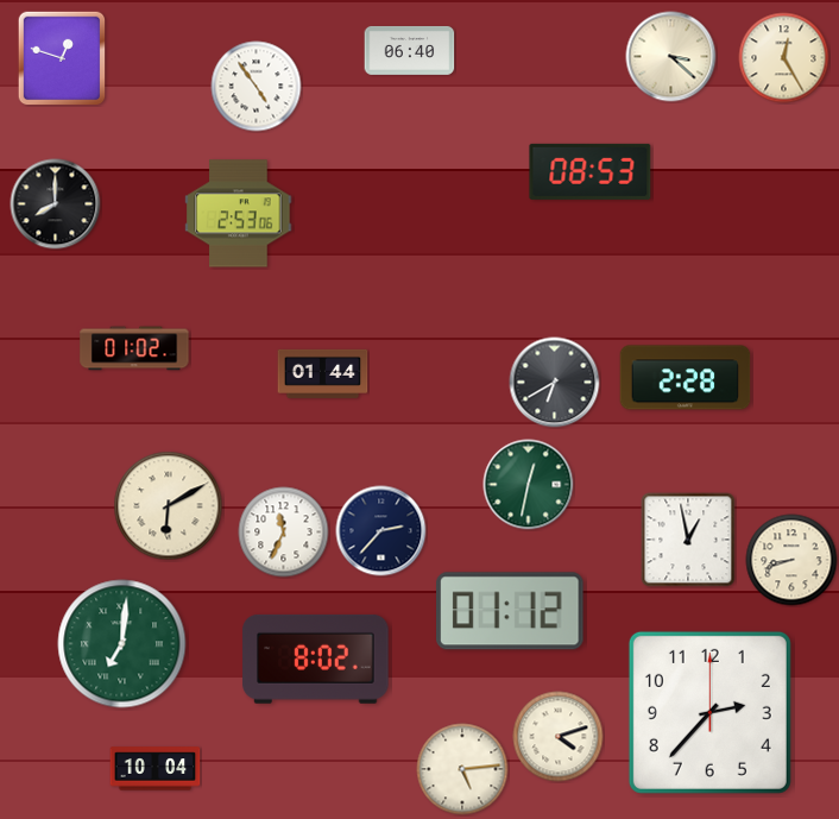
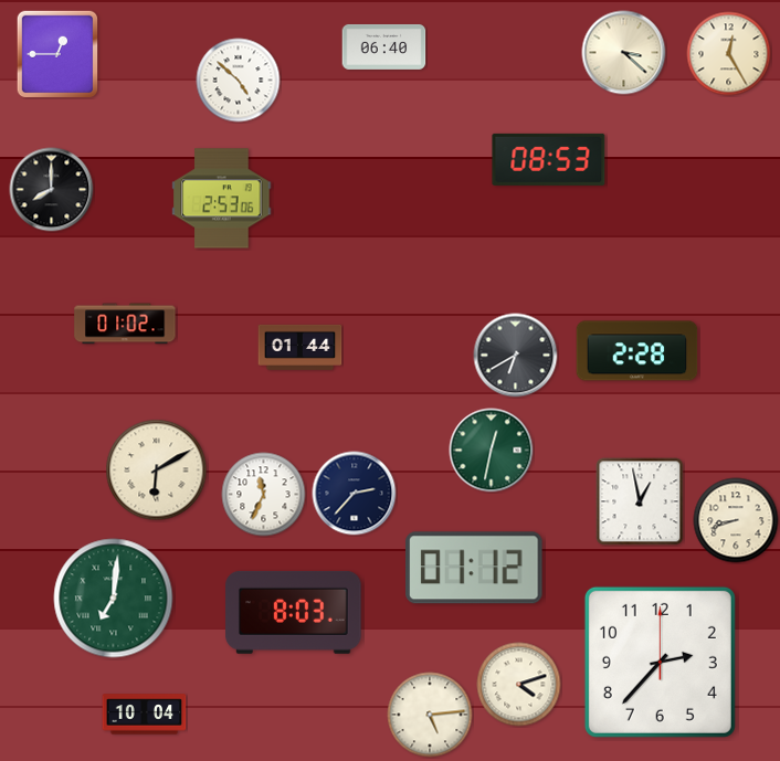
clock at (410, 50) position: (410, 50) -> (384, 46)
clock at (62, 58): 12:48 -> 12:45
clock at (257, 87): 4:54 -> 4:52
clock at (316, 659): 8:02 -> 8:03
